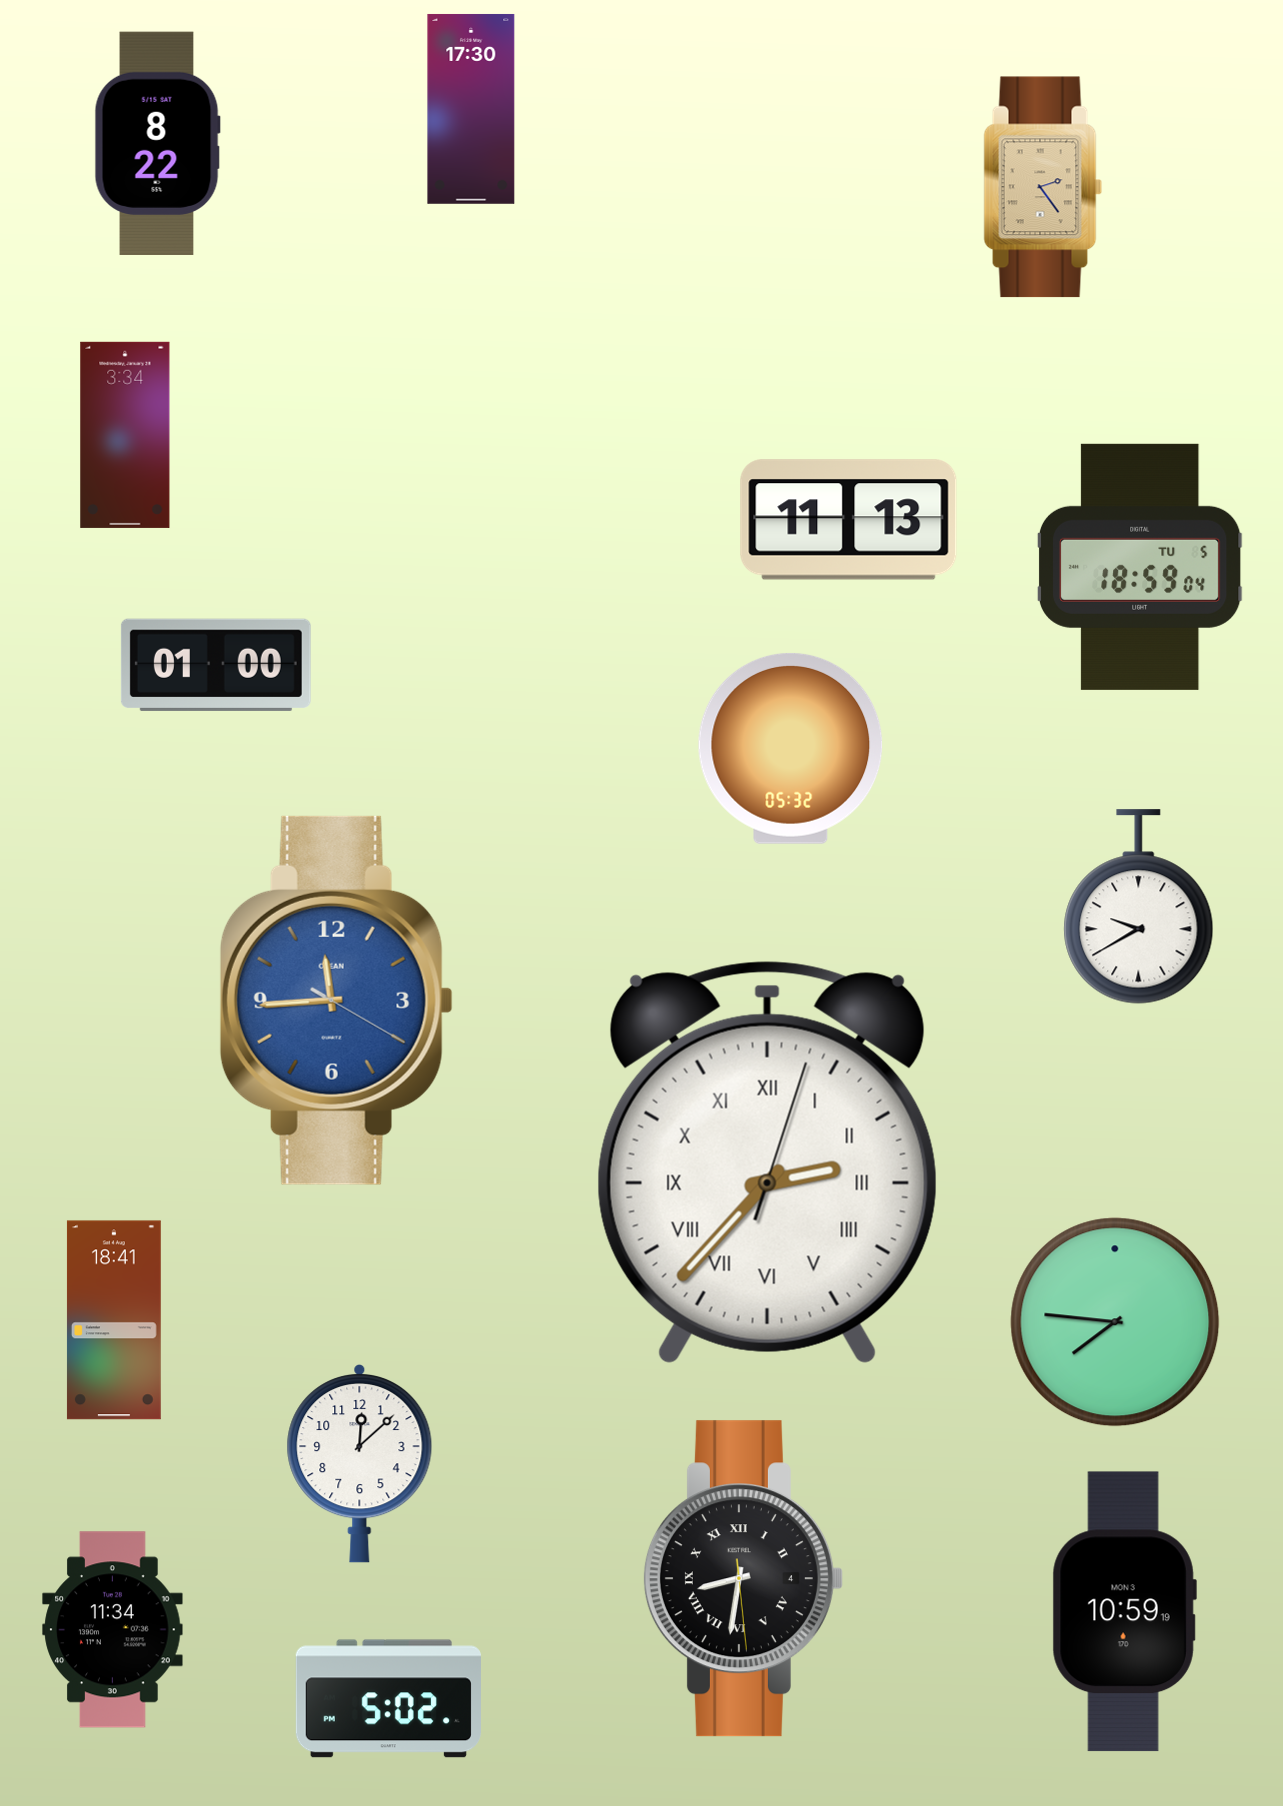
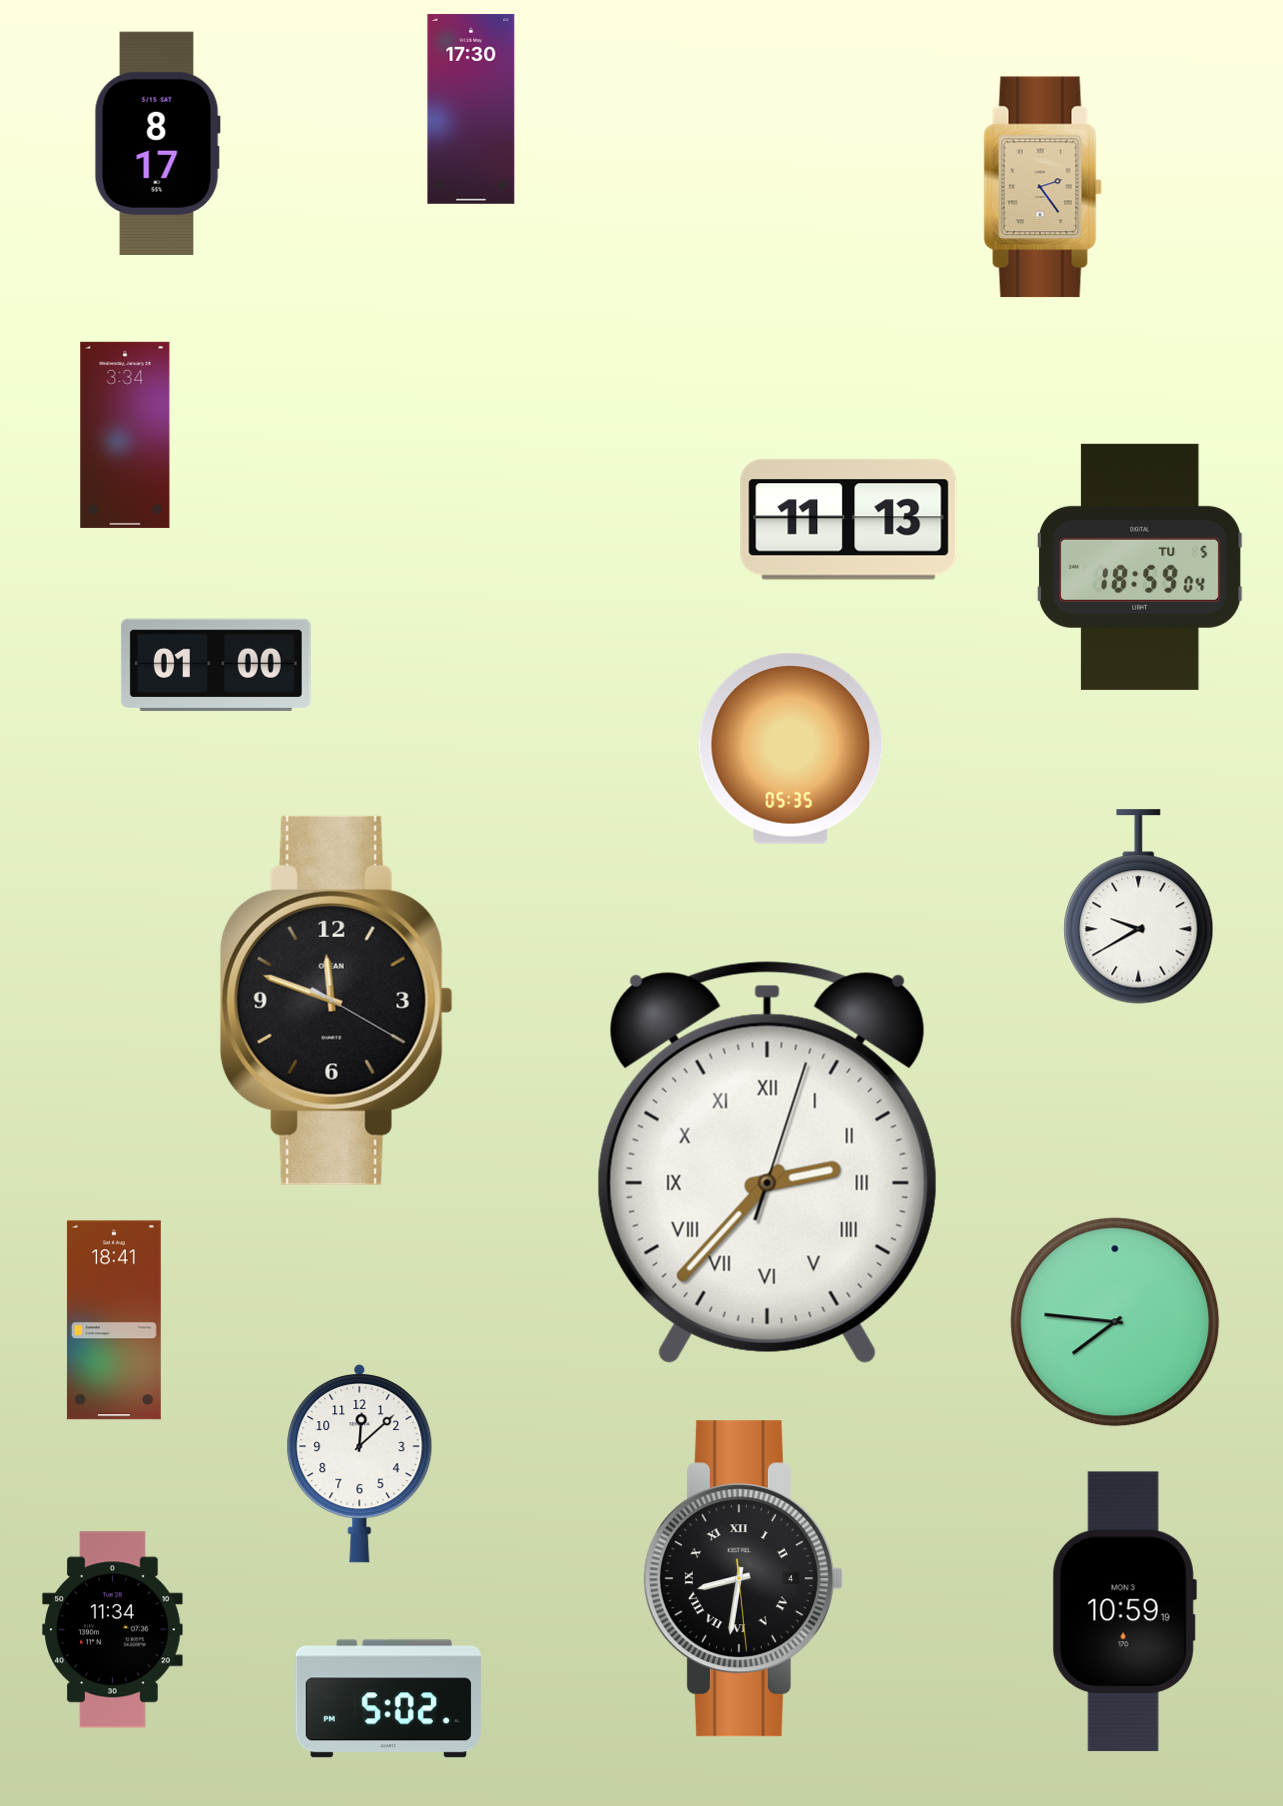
clock at (157, 143): 8:22 -> 8:17
clock at (791, 748): 05:32 -> 05:35
clock at (336, 1000): 11:44 -> 11:48
clock at (336, 1000) dial: blue -> black
